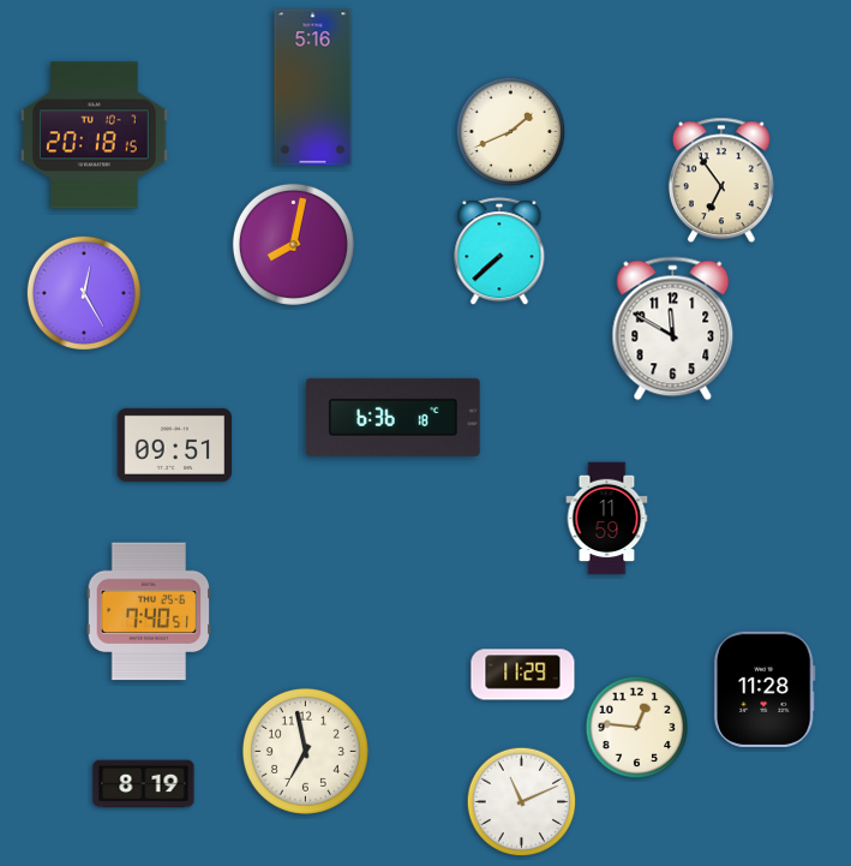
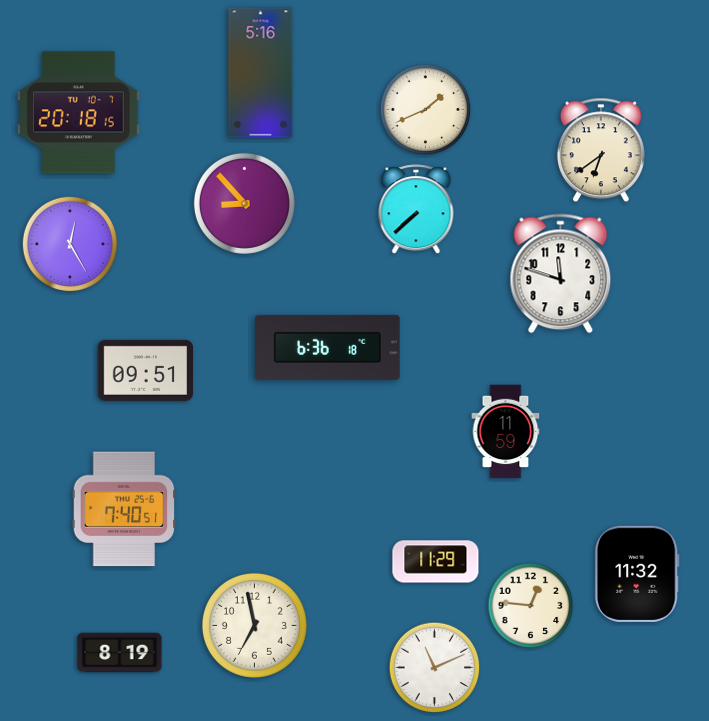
clock at (721, 180): 6:54 -> 6:39
clock at (293, 244): 8:02 -> 8:53
clock at (673, 329): 11:50 -> 11:48
clock at (765, 689): 11:28 -> 11:32
